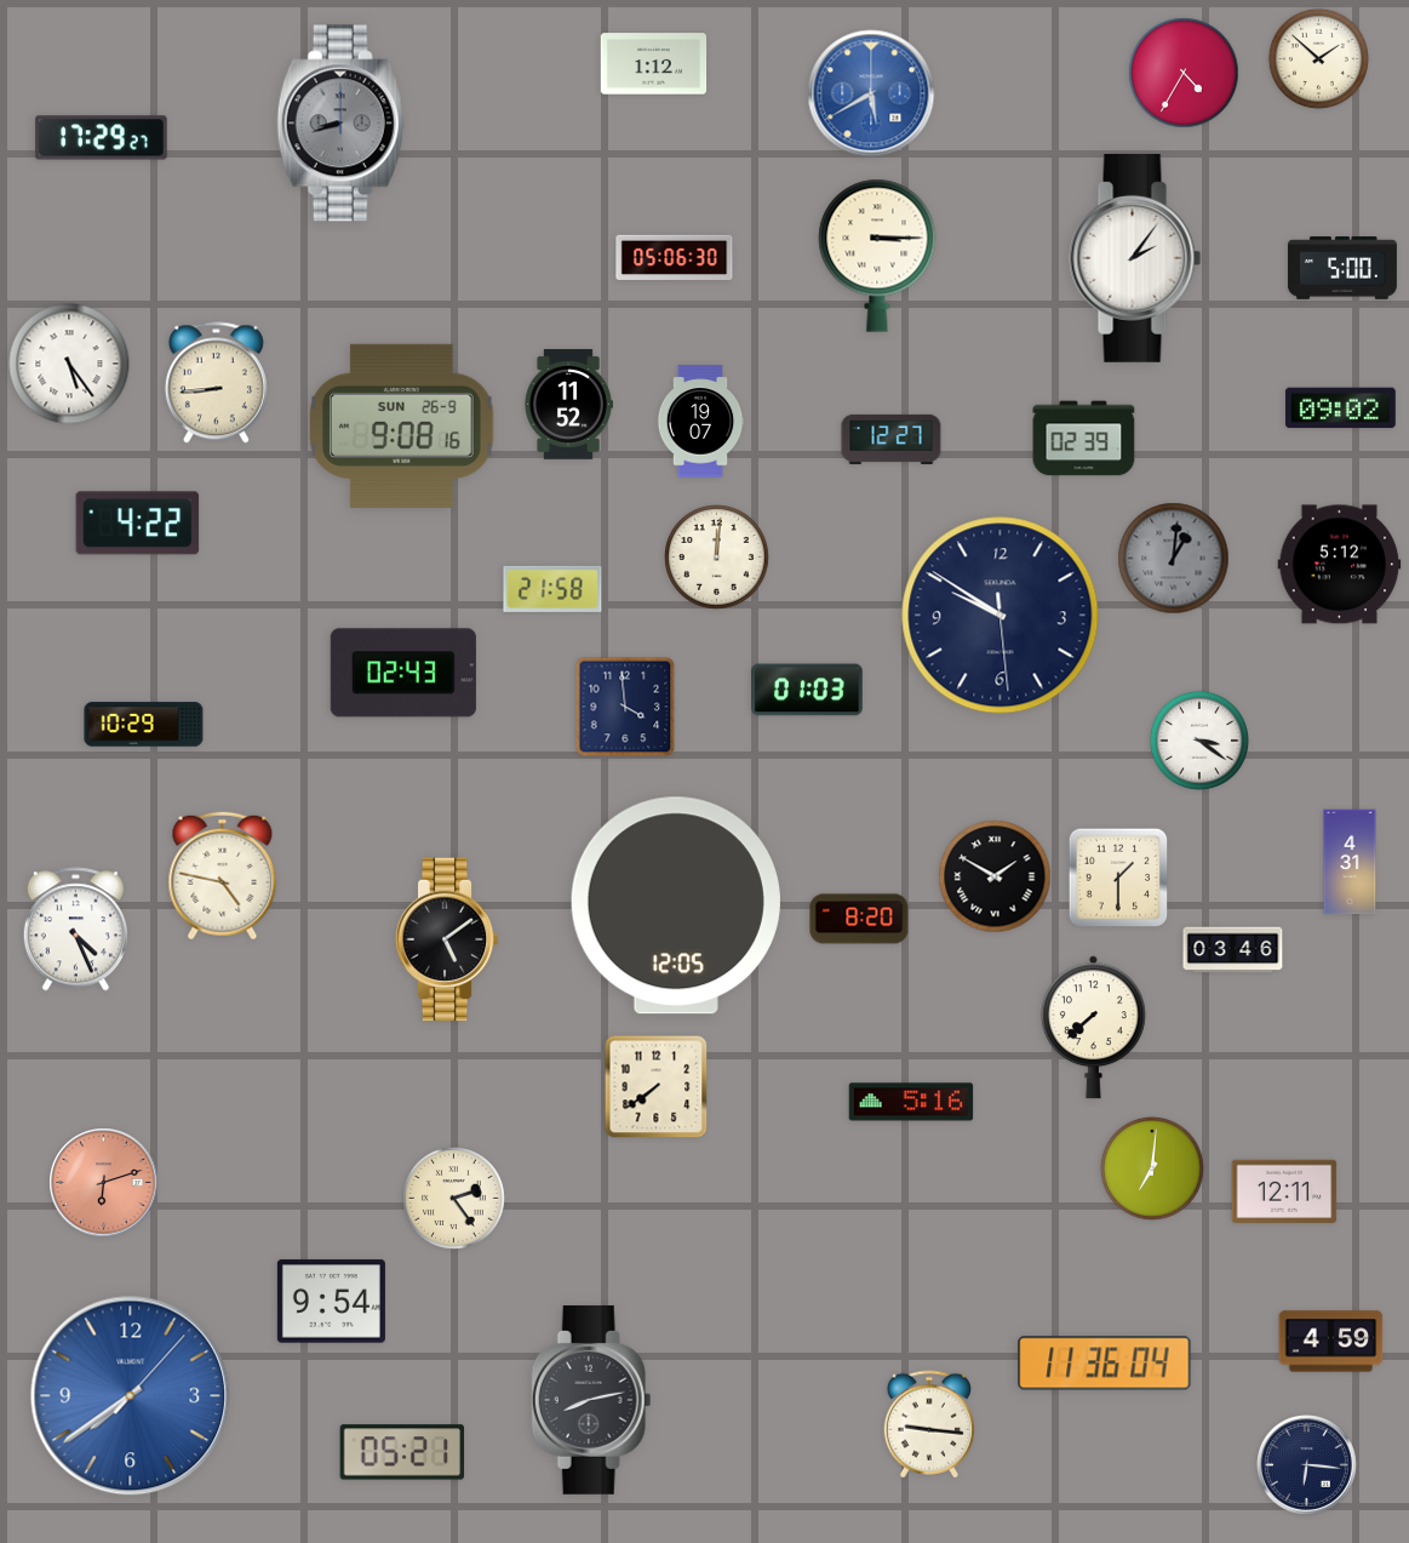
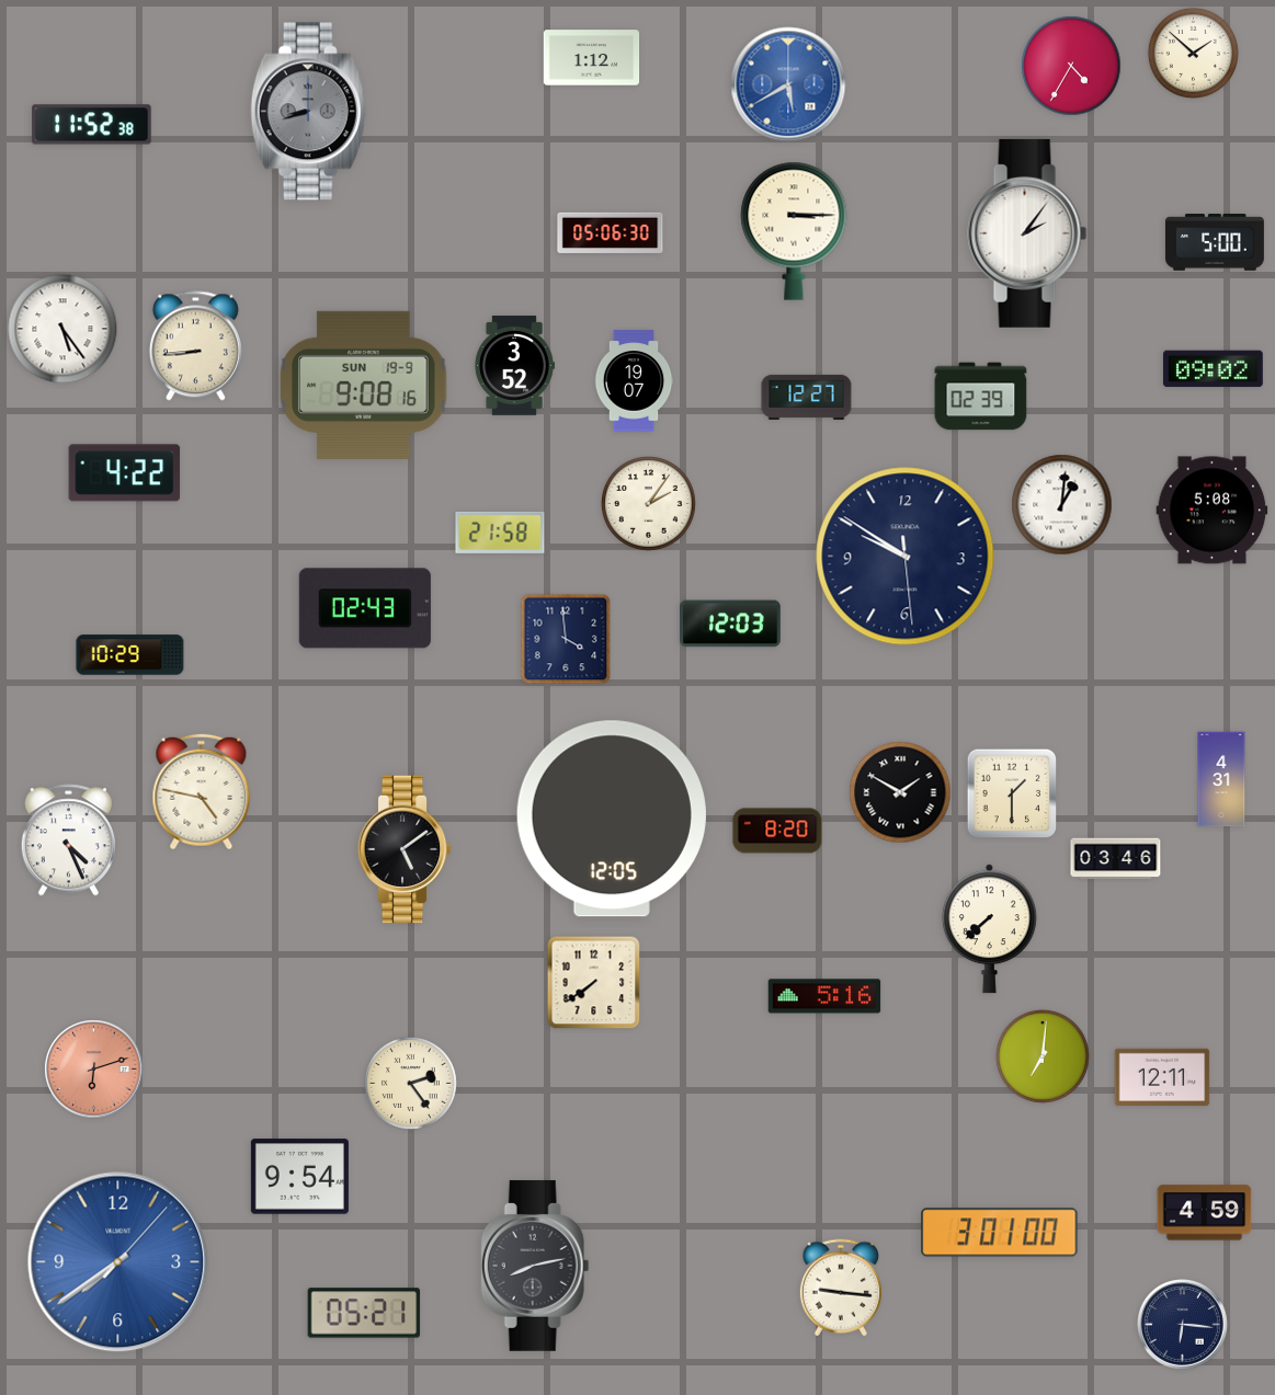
clock at (102, 138): 17:29 -> 11:52
clock at (568, 405): 11:52 -> 3:52
clock at (402, 425) date: SUN 26-9 -> SUN 19-9
clock at (717, 558): 12:01 -> 2:06
clock at (1174, 559) dial: grey -> white
clock at (1340, 565): 5:12 -> 5:08
clock at (807, 690): 01:03 -> 12:03
clock at (1199, 741): 3:21 -> none
clock at (1105, 1364): 11:36 -> 3:01
